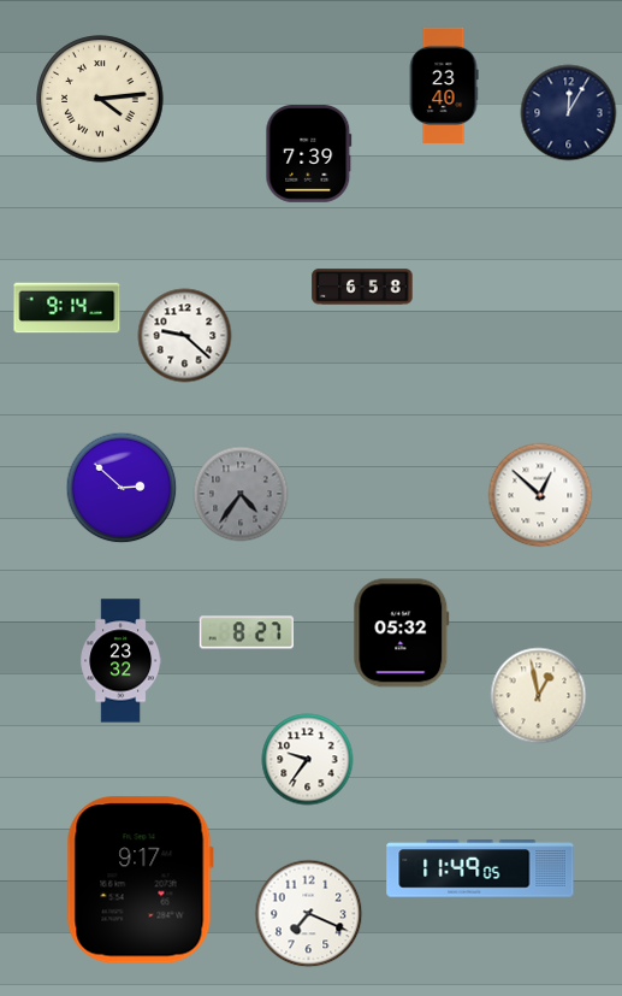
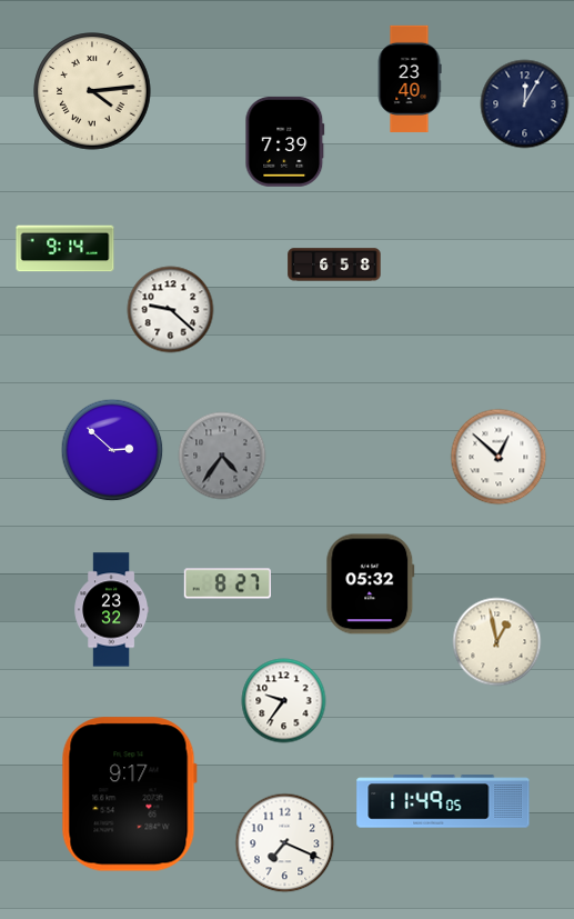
clock at (67, 308) position: (67, 308) -> (66, 249)
clock at (140, 880) position: (140, 880) -> (129, 795)
